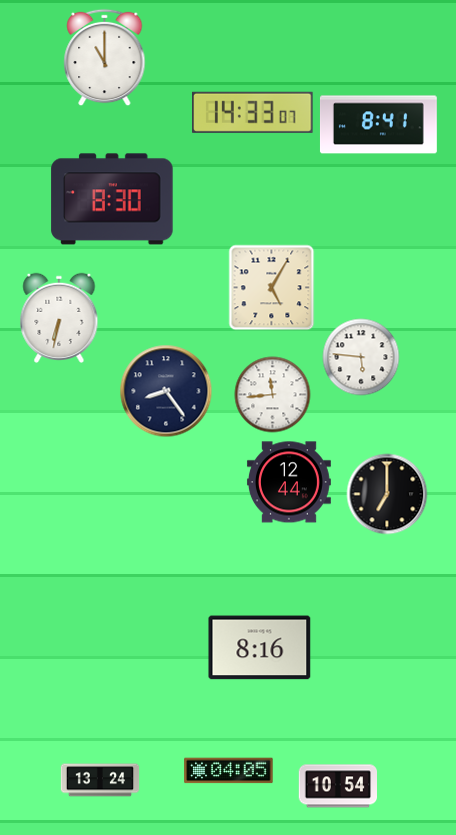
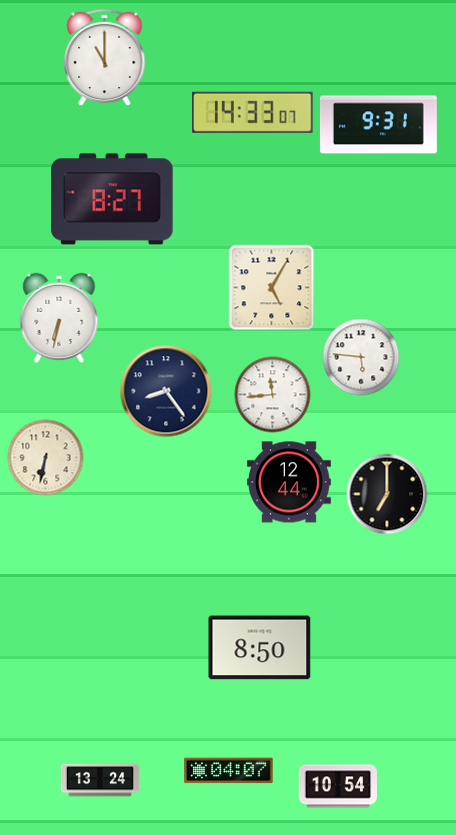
clock at (378, 125): 8:41 -> 9:31
clock at (112, 199): 8:30 -> 8:27
clock at (46, 458): none -> 6:32
clock at (260, 648): 8:16 -> 8:50
clock at (229, 771): 04:05 -> 04:07
